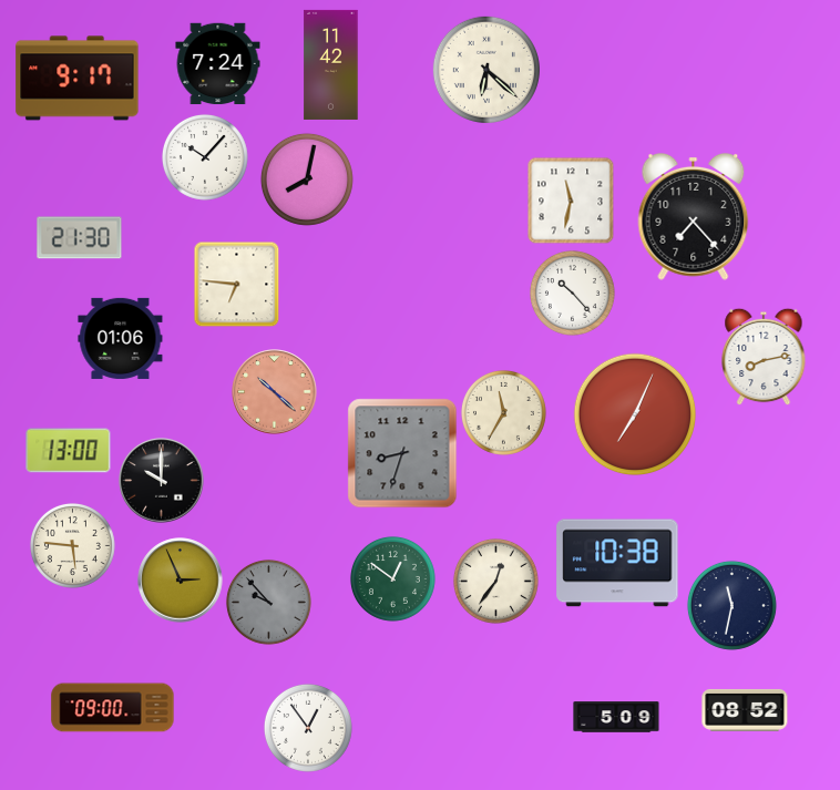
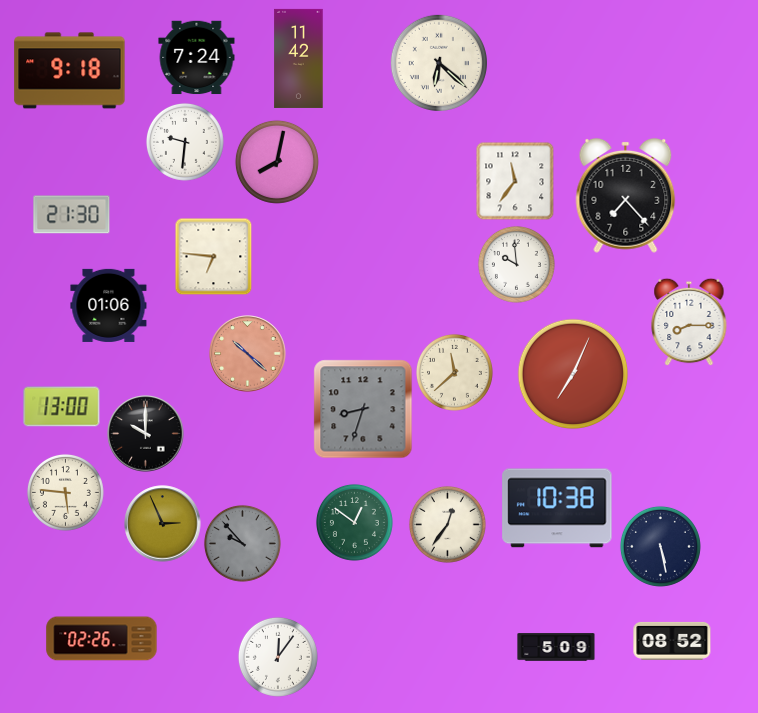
clock at (78, 79): 9:17 -> 9:18
clock at (205, 157): 10:07 -> 9:31
clock at (571, 201): 11:32 -> 11:36
clock at (572, 293): 10:23 -> 9:59
clock at (764, 357): 8:13 -> 8:15
clock at (503, 412): 11:35 -> 11:38
clock at (731, 605): 11:32 -> 5:28
clock at (113, 708): 09:00 -> 02:26
clock at (308, 728): 12:54 -> 12:06
